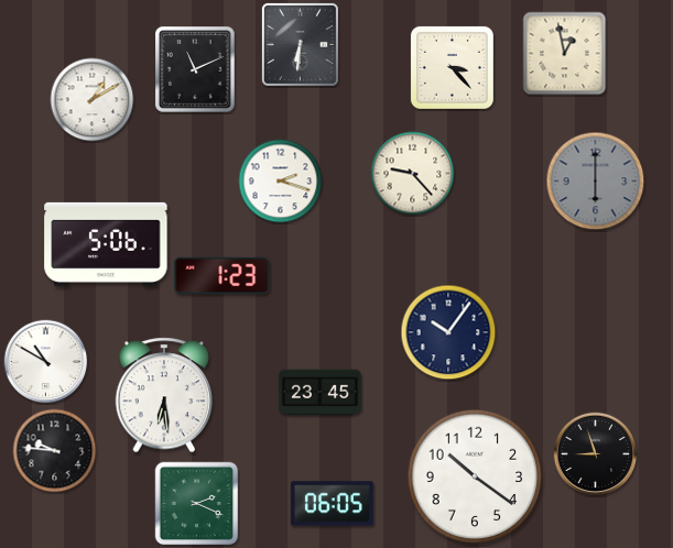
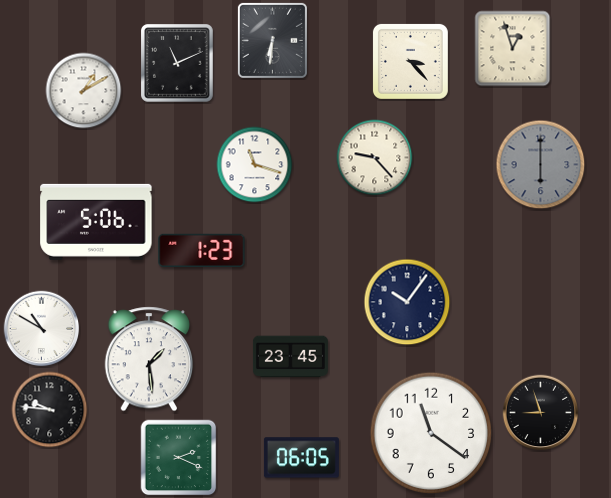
clock at (565, 54): 12:58 -> 12:57
clock at (281, 182): 2:18 -> 11:18
clock at (164, 395): 6:29 -> 1:29
clock at (475, 476): 10:21 -> 11:21
